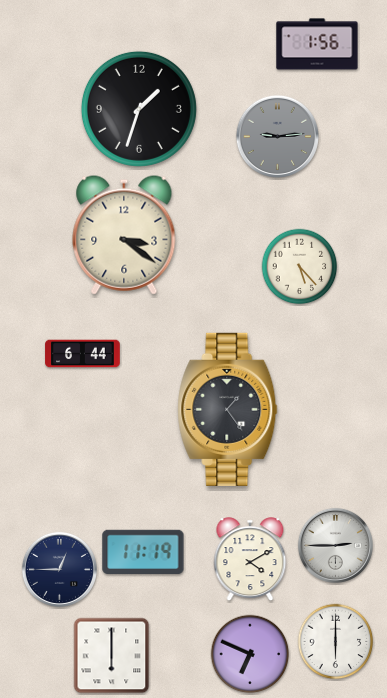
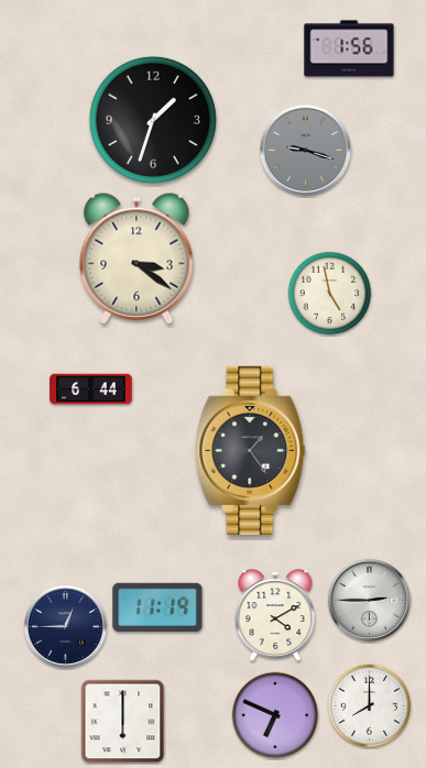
clock at (277, 136): 9:14 -> 9:18
clock at (300, 267): 5:23 -> 4:58
clock at (336, 642): 6:00 -> 8:00
clock at (250, 654) position: (250, 654) -> (275, 715)
